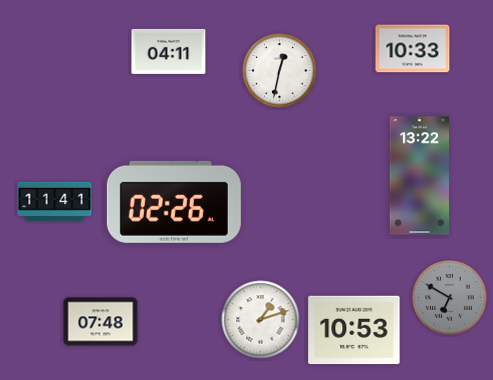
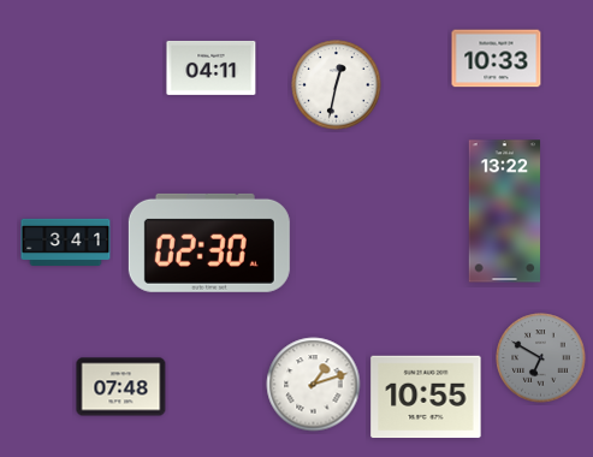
clock at (169, 51) position: (169, 51) -> (212, 67)
clock at (55, 201): 11:41 -> 3:41
clock at (174, 202): 02:26 -> 02:30
clock at (354, 330): 10:53 -> 10:55
